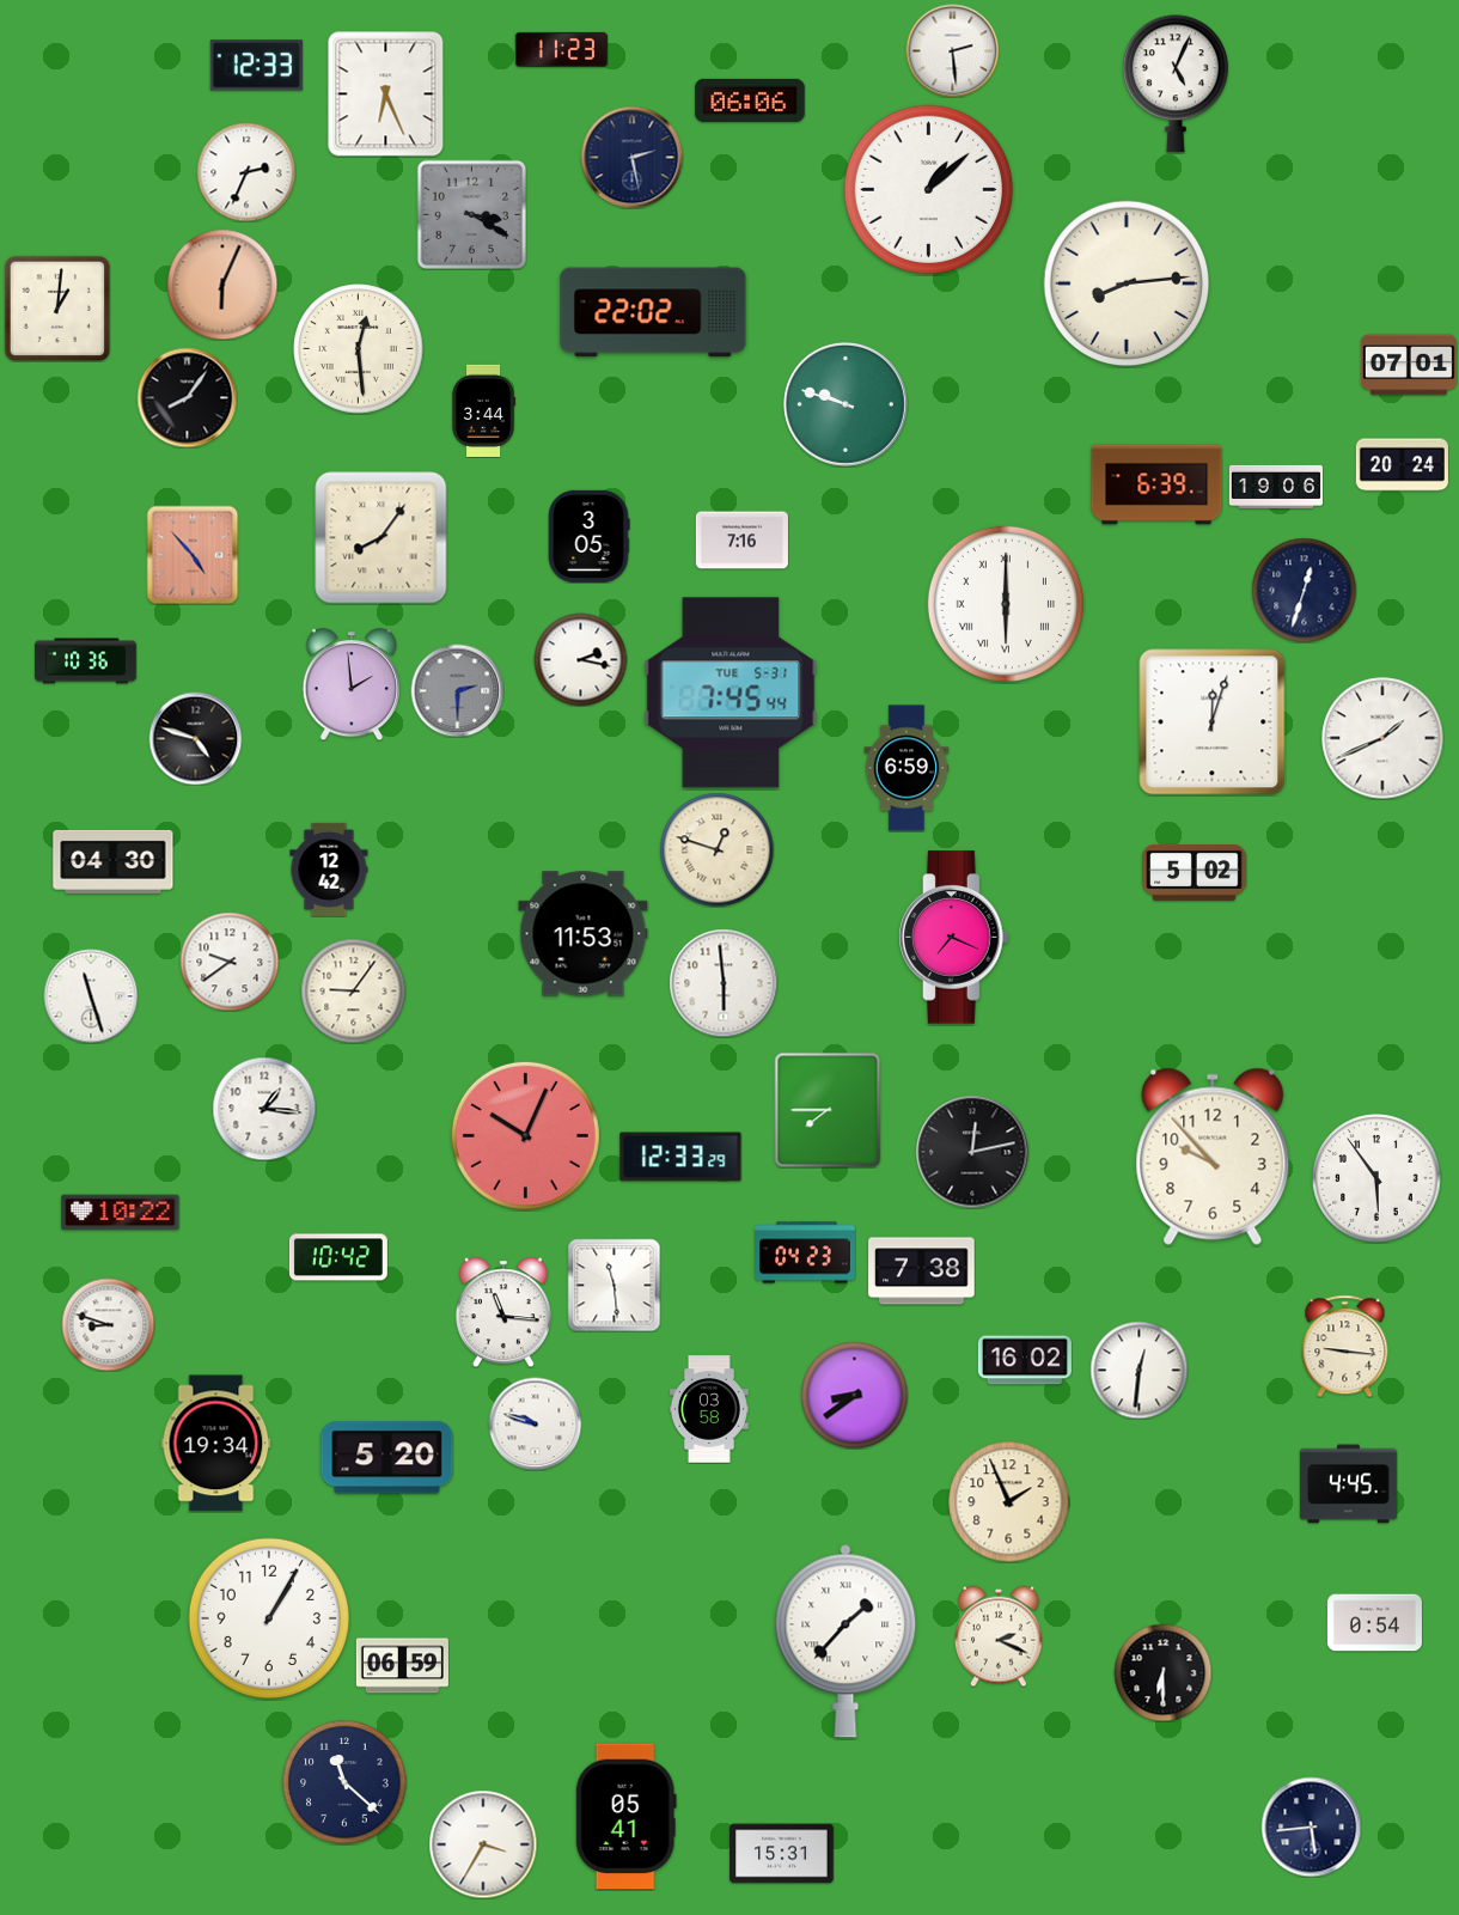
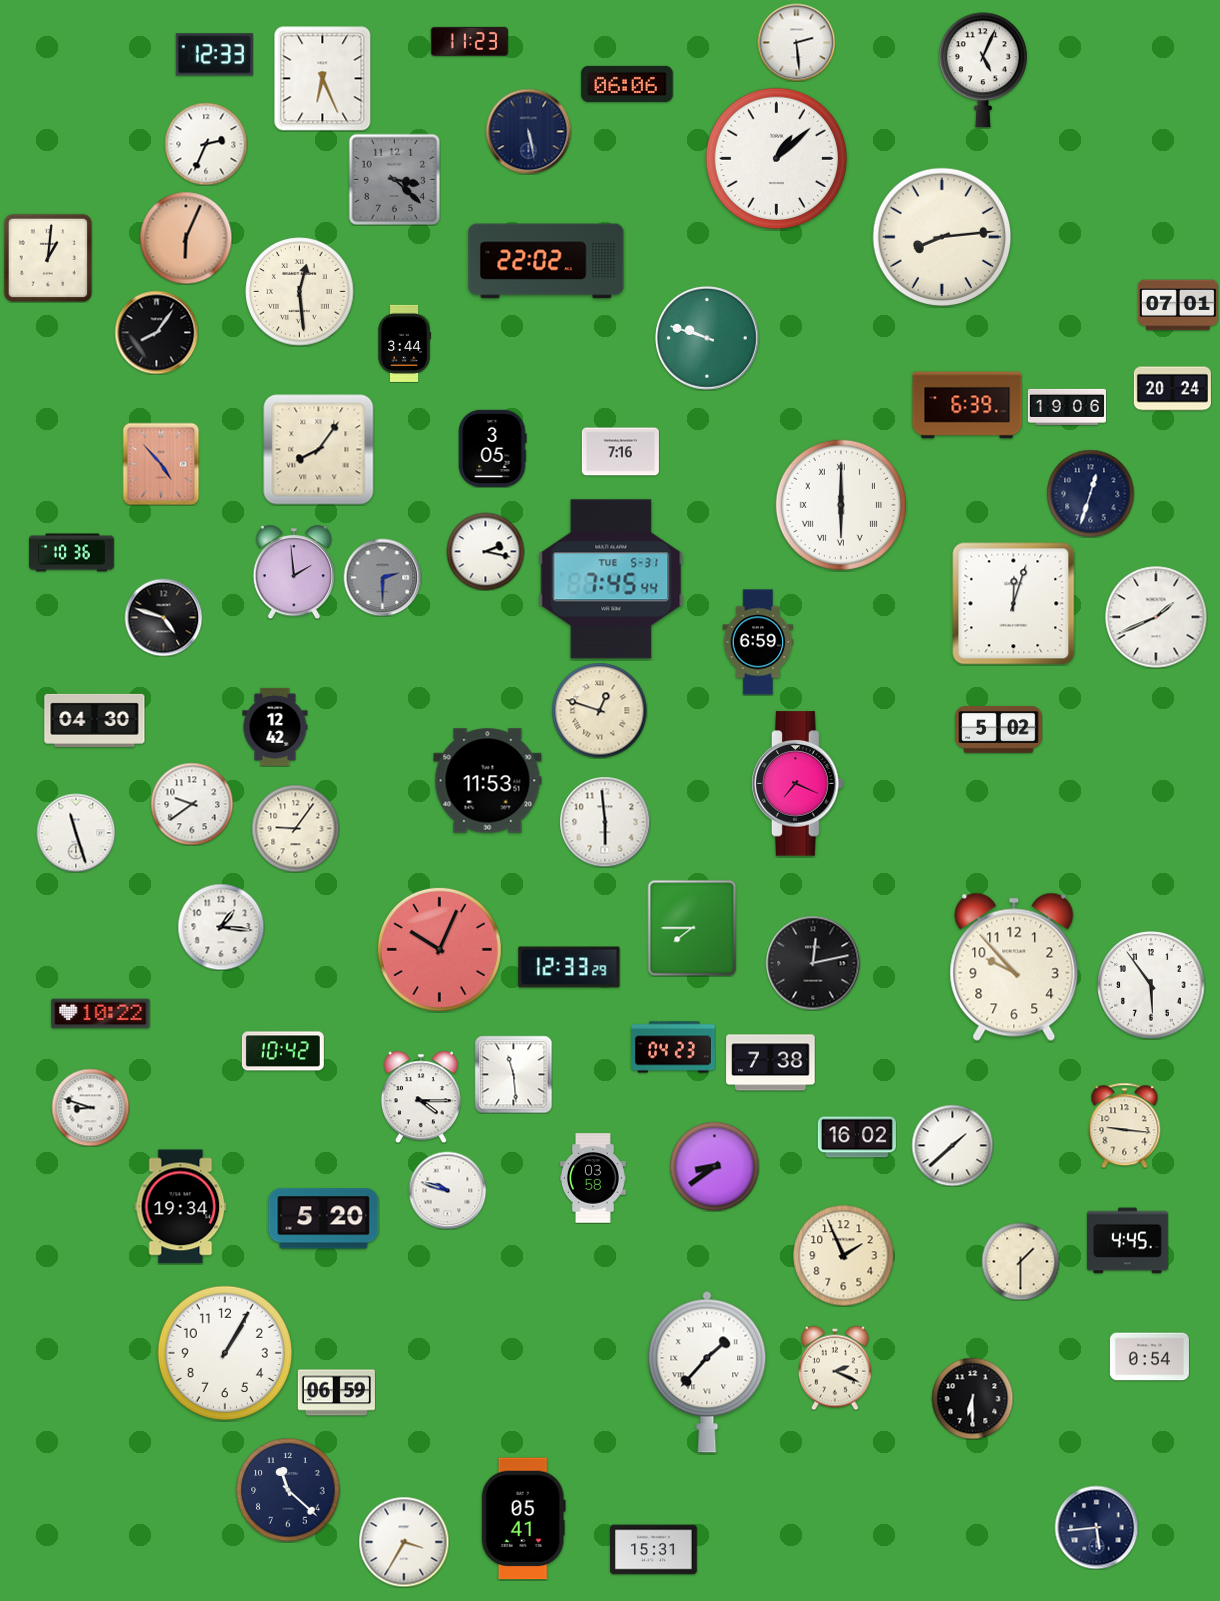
clock at (631, 157): 2:28 -> 5:28
clock at (471, 214): 3:20 -> 3:22
clock at (503, 1312): 11:16 -> 4:15
clock at (1138, 1370): 12:31 -> 1:38
clock at (1020, 1261): none -> 1:30
